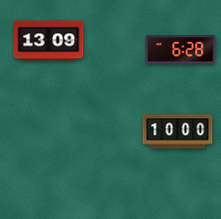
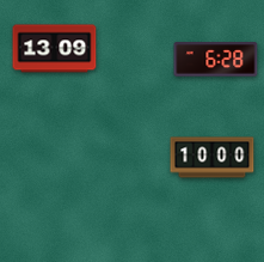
clock at (49, 41) position: (49, 41) -> (55, 49)
